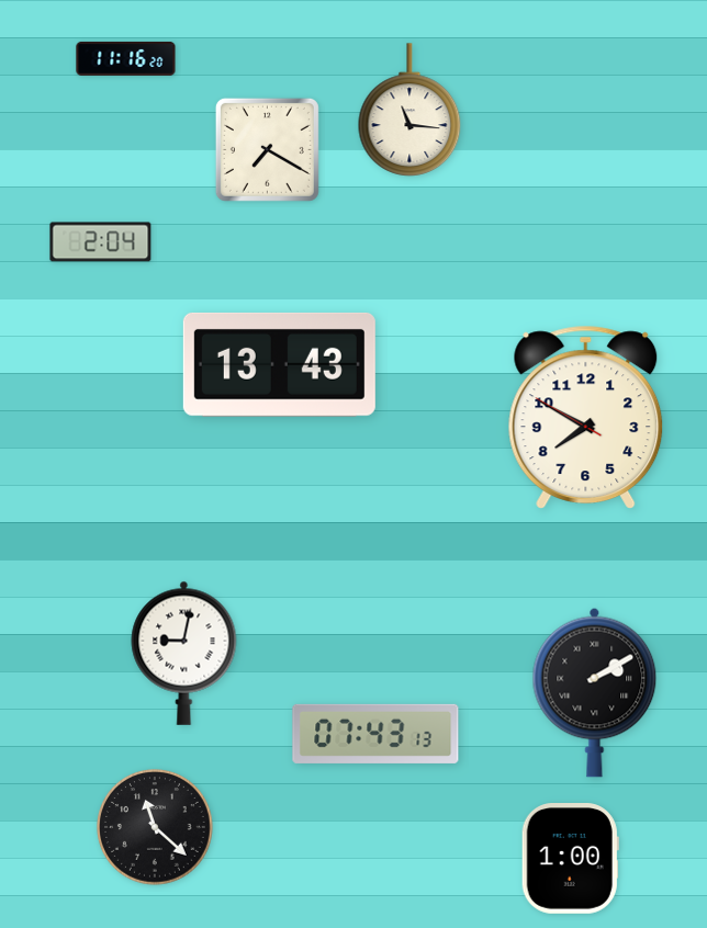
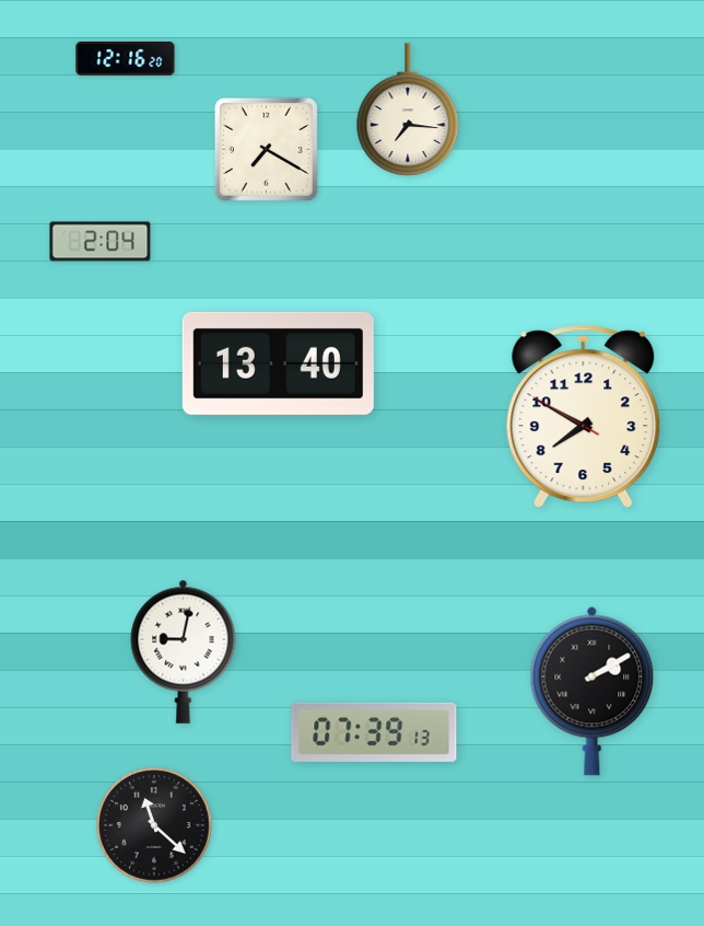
clock at (126, 58): 11:16 -> 12:16
clock at (409, 110): 11:16 -> 7:16
clock at (279, 364): 13:43 -> 13:40
clock at (375, 734): 07:43 -> 07:39
clock at (570, 859): 1:00 -> none
